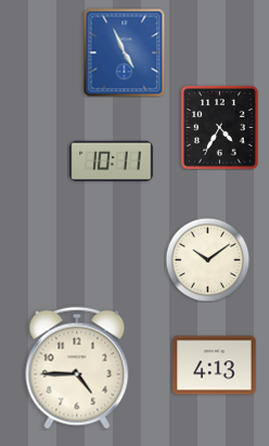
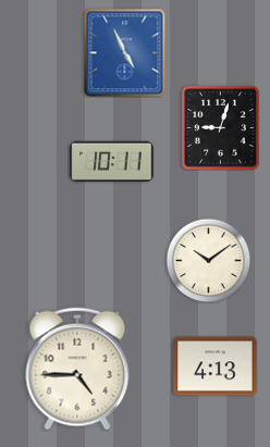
clock at (220, 128): 4:35 -> 9:03
